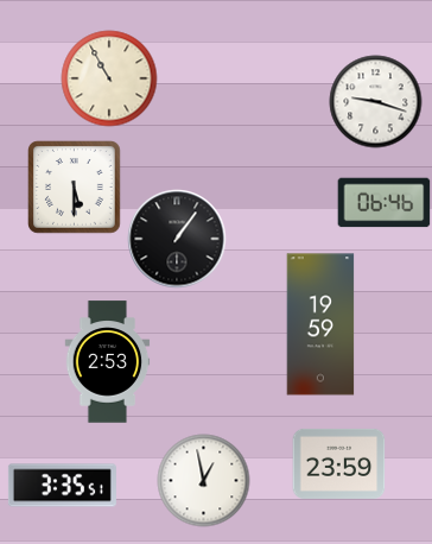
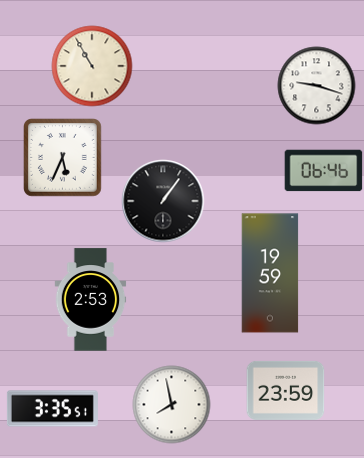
clock at (75, 188): 5:30 -> 5:34
clock at (177, 239) position: (177, 239) -> (163, 201)
clock at (108, 362) position: (108, 362) -> (91, 300)
clock at (203, 480): 12:58 -> 7:58
